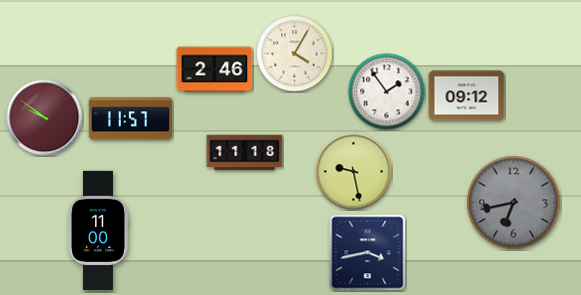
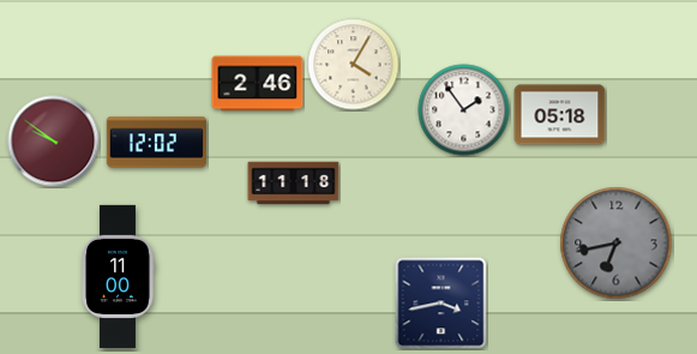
clock at (467, 96): 09:12 -> 05:18
clock at (130, 119): 11:57 -> 12:02
clock at (354, 172): 9:28 -> none
